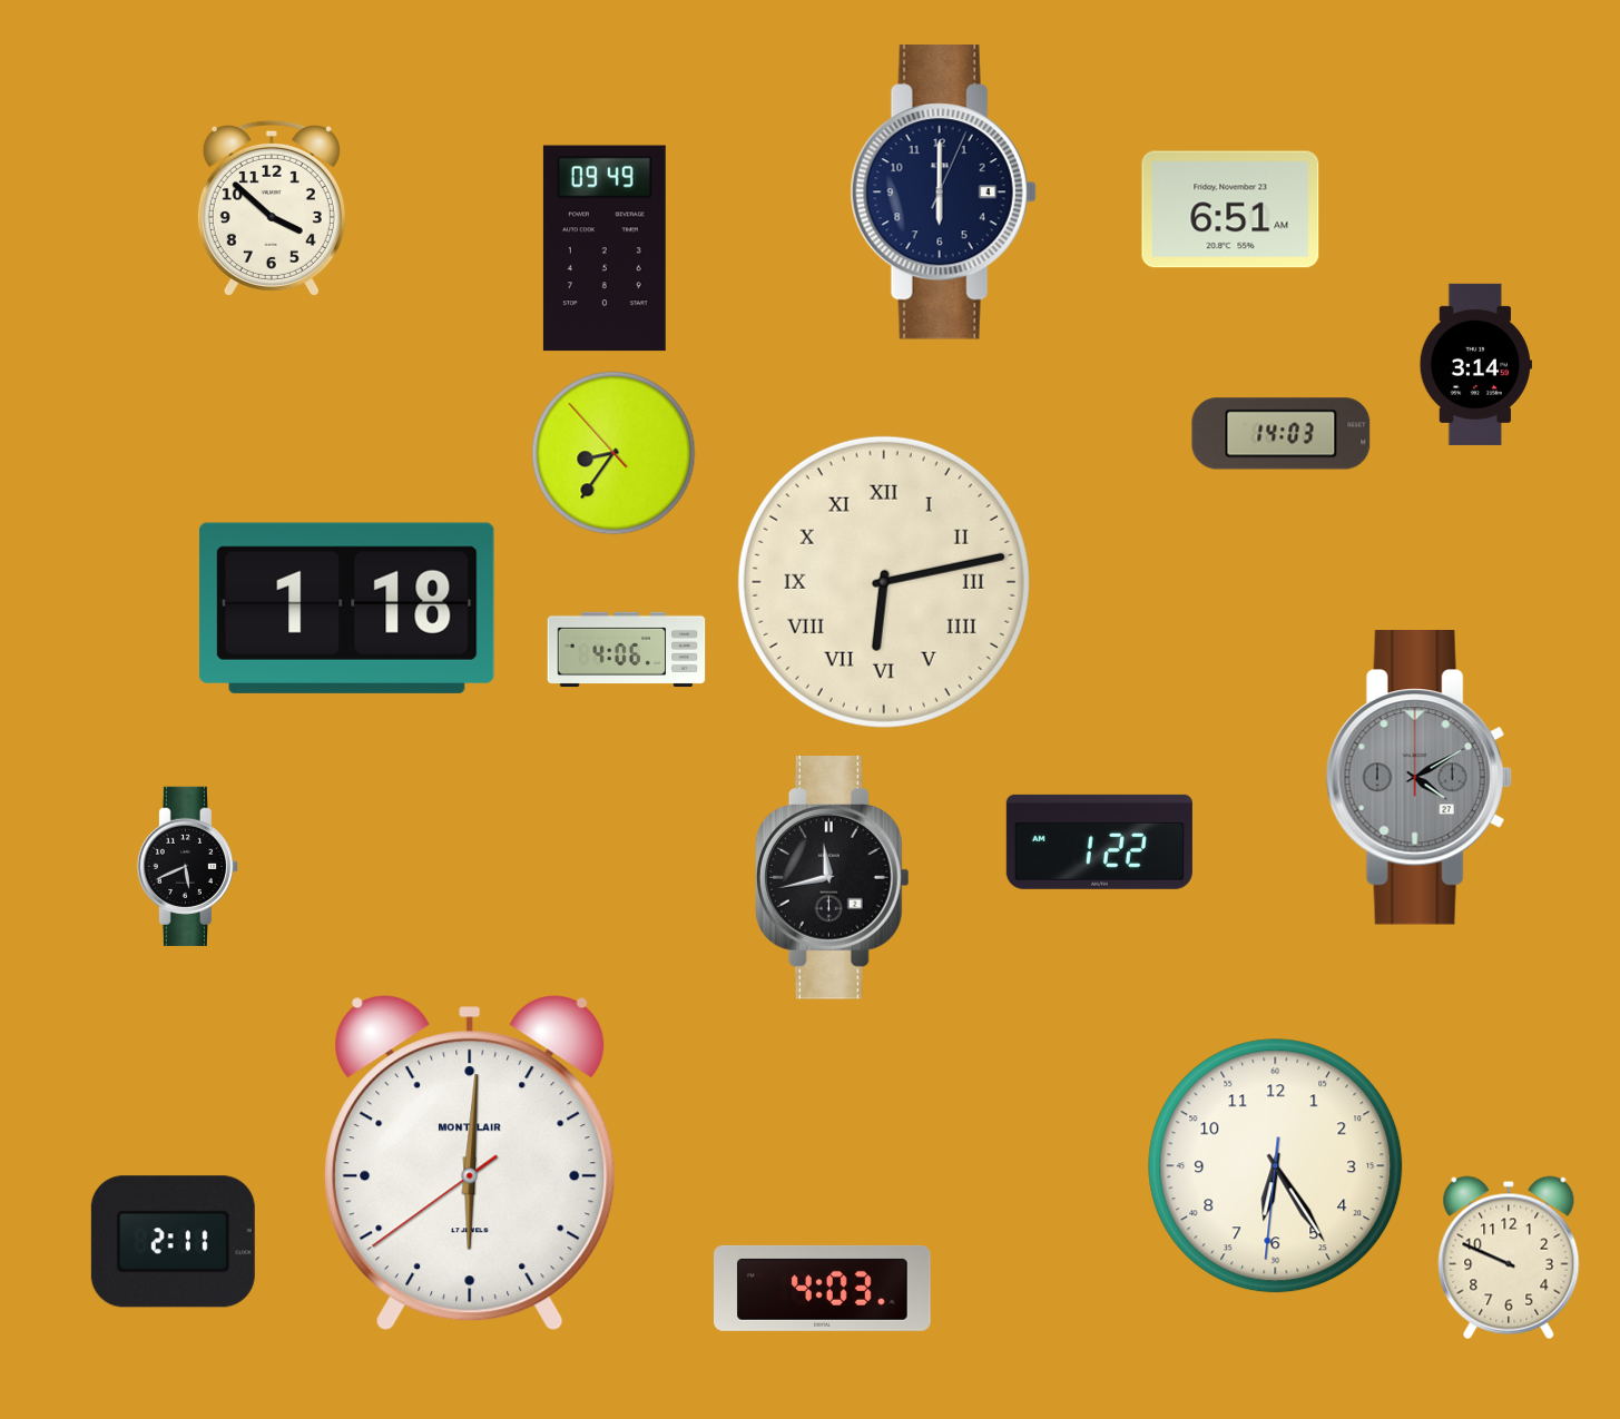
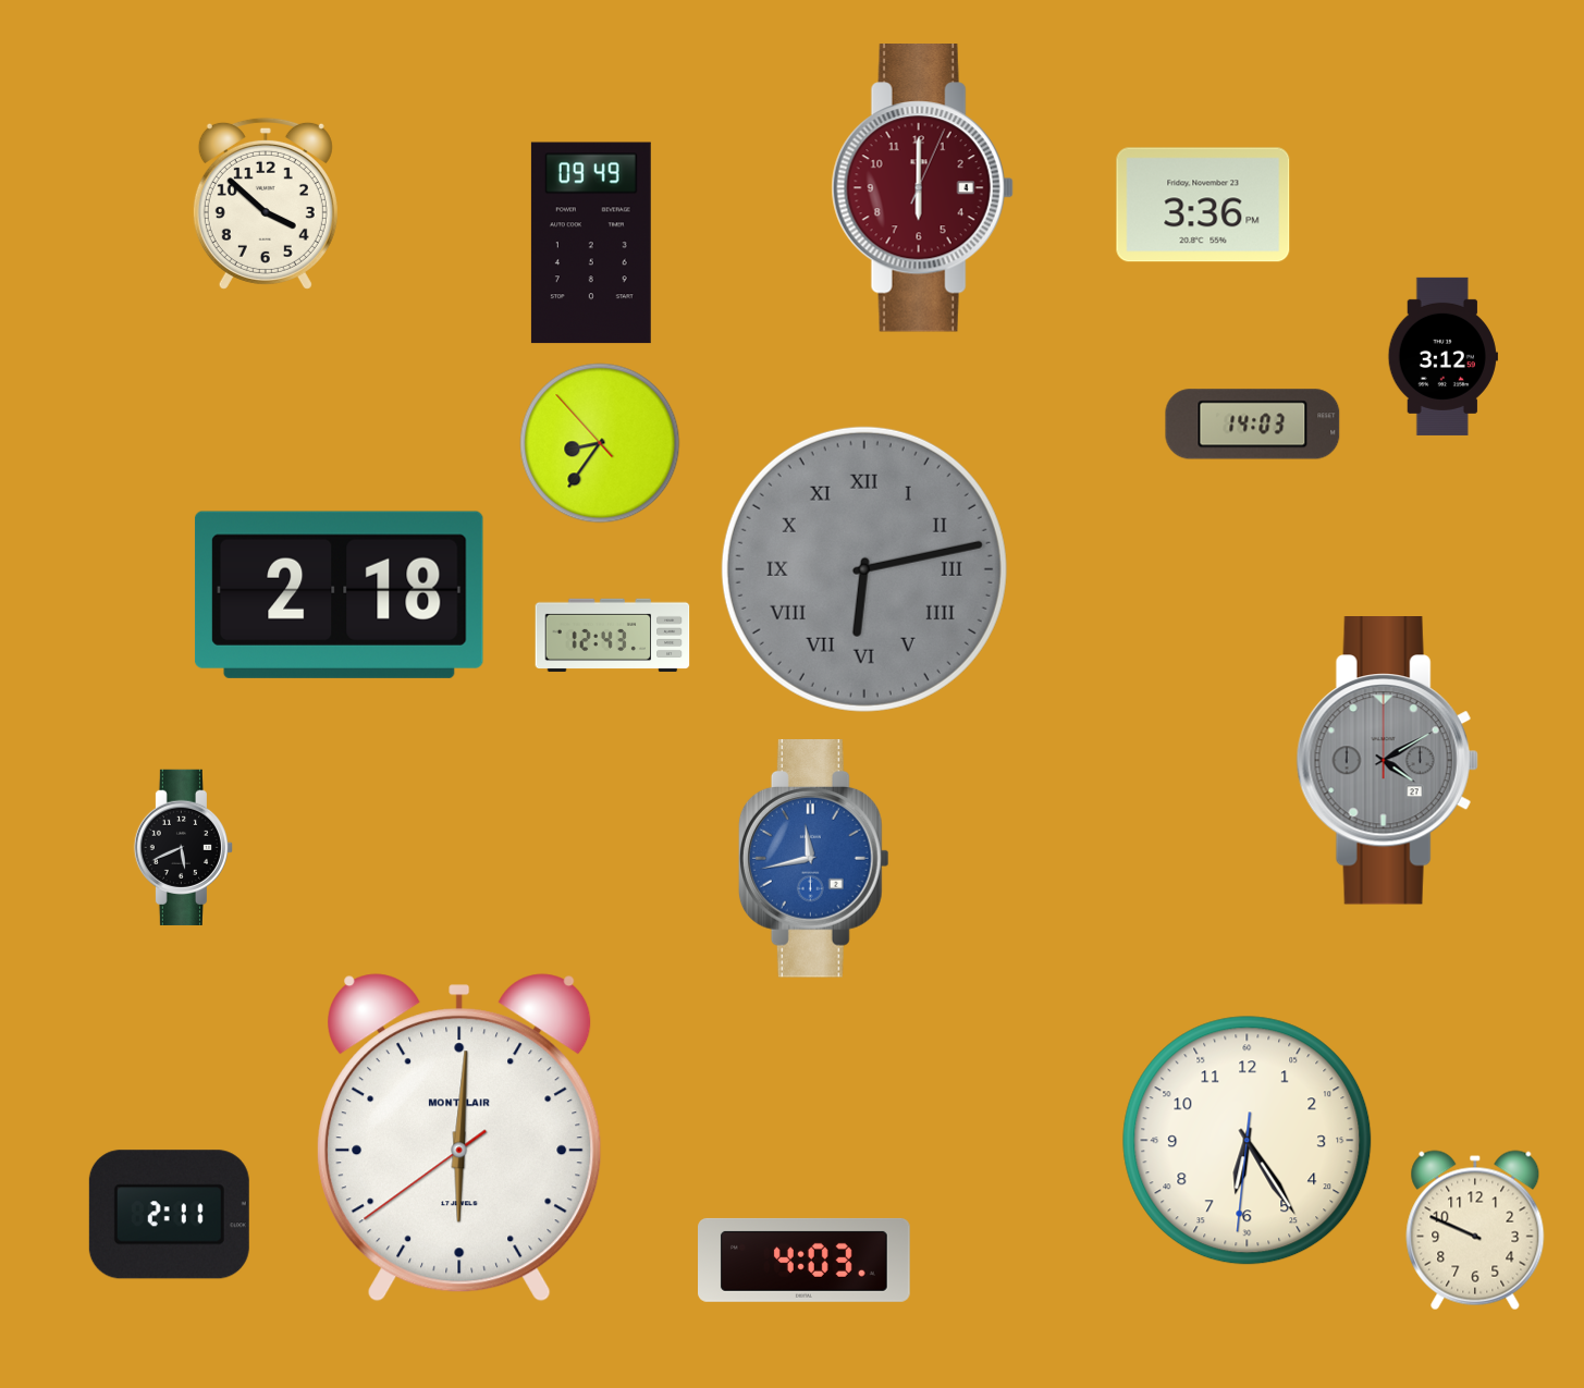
clock at (943, 193) dial: navy -> burgundy
clock at (1230, 209): 6:51 -> 3:36
clock at (1475, 364): 3:14 -> 3:12
clock at (884, 582) dial: cream -> grey
clock at (346, 608): 1:18 -> 2:18
clock at (627, 650): 4:06 -> 12:43
clock at (1099, 841): 1:22 -> none
clock at (832, 878) dial: black -> blue
